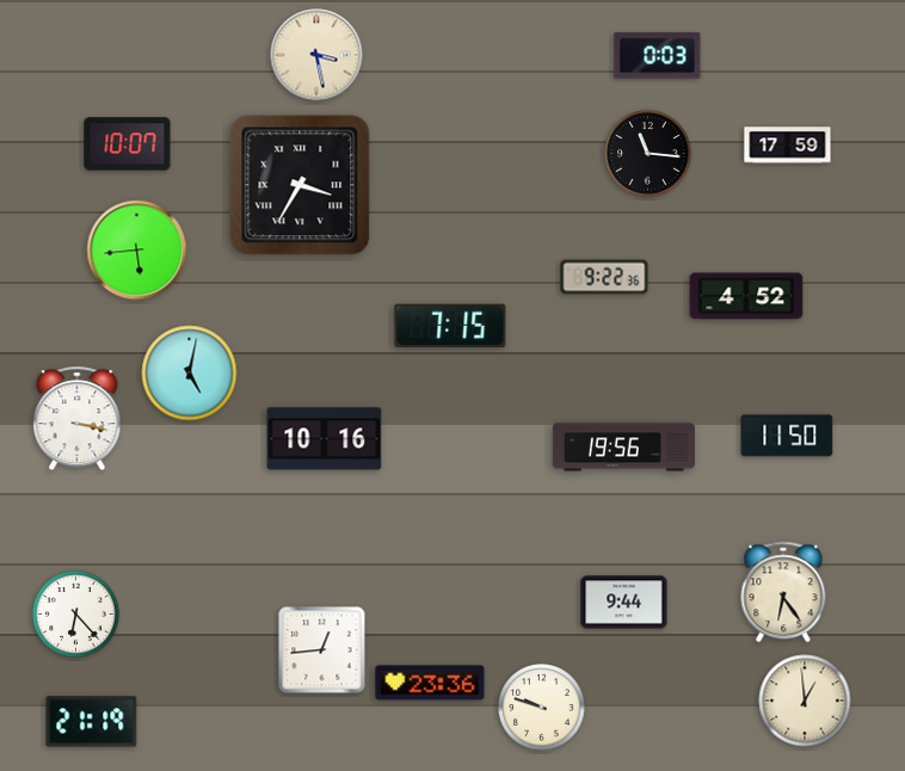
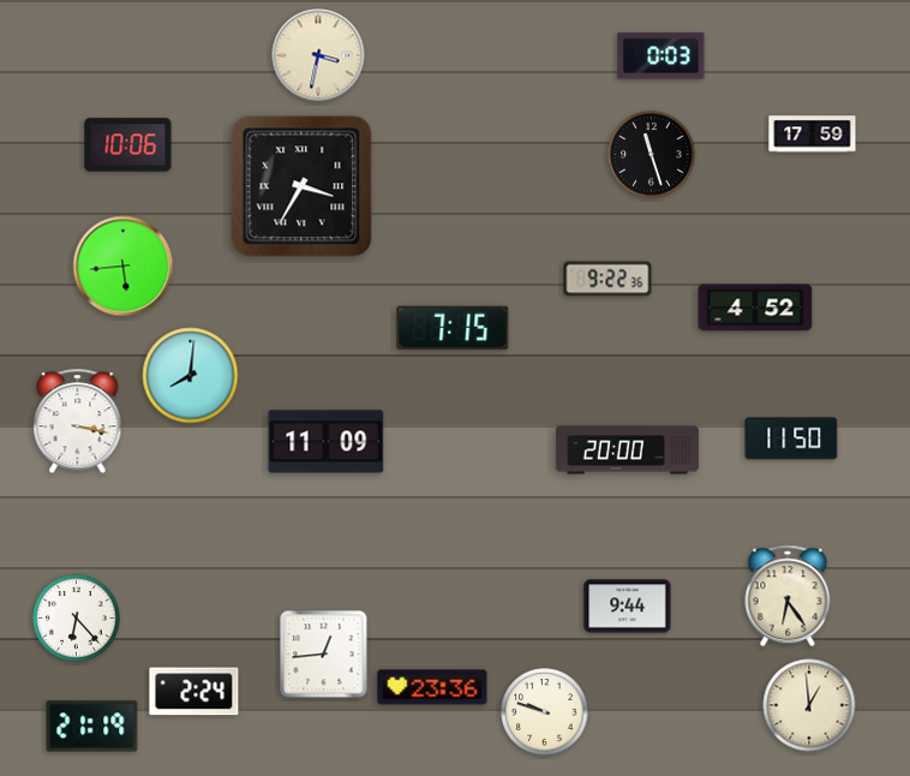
clock at (316, 55): 3:28 -> 3:32
clock at (128, 144): 10:07 -> 10:06
clock at (788, 146) position: (788, 146) -> (813, 135)
clock at (648, 154): 11:16 -> 11:27
clock at (137, 251) position: (137, 251) -> (124, 267)
clock at (746, 296) position: (746, 296) -> (755, 308)
clock at (190, 374): 5:02 -> 8:01
clock at (325, 439): 10:16 -> 11:09
clock at (623, 448): 19:56 -> 20:00
clock at (194, 692): none -> 2:24
